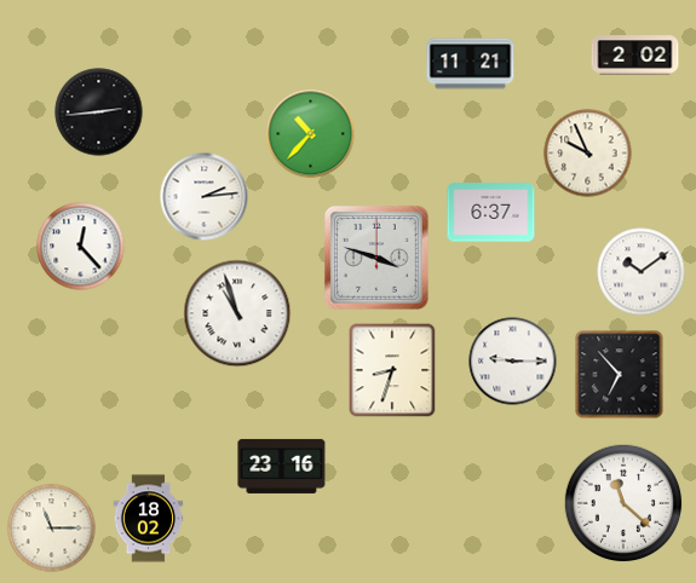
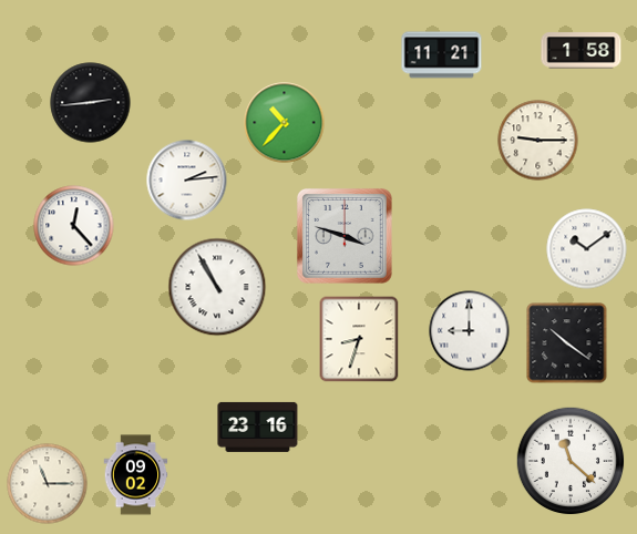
clock at (635, 56): 2:02 -> 1:58
clock at (471, 64) position: (471, 64) -> (442, 55)
clock at (588, 154): 9:56 -> 9:15
clock at (491, 213): 6:37 -> none
clock at (237, 313): 10:57 -> 10:55
clock at (513, 362): 9:15 -> 9:00
clock at (620, 375): 6:53 -> 10:21
clock at (149, 519): 18:02 -> 09:02
